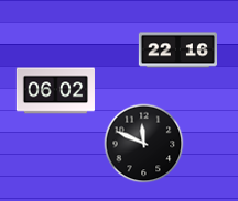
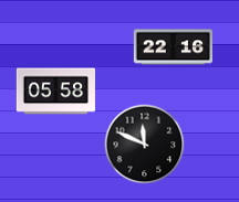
clock at (177, 51) position: (177, 51) -> (173, 47)
clock at (55, 91): 06:02 -> 05:58
